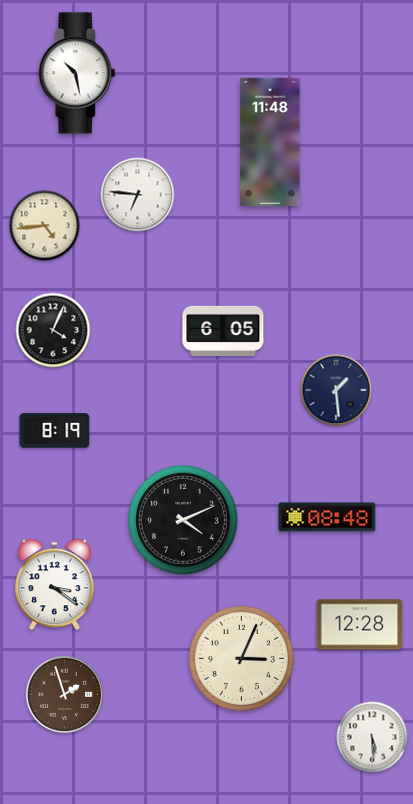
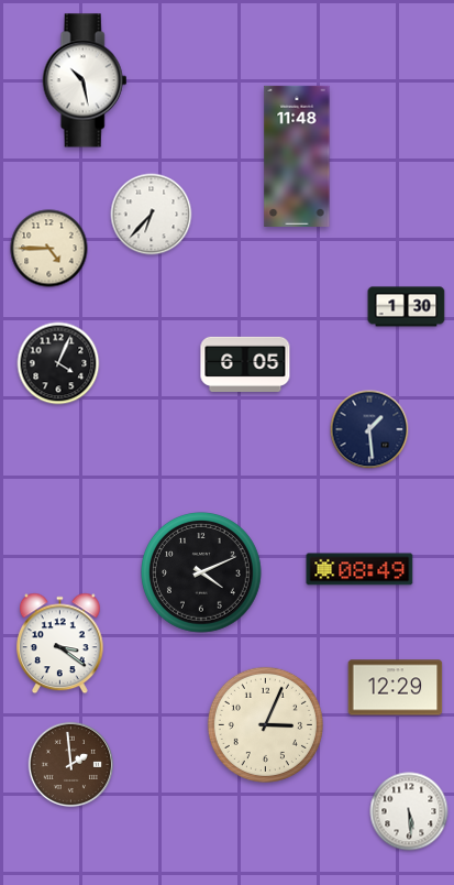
clock at (138, 195): 6:46 -> 6:37
clock at (45, 226): 4:44 -> 4:45
clock at (407, 307): none -> 1:30
clock at (55, 431): 8:19 -> none
clock at (327, 517): 08:48 -> 08:49
clock at (360, 625): 12:28 -> 12:29
clock at (65, 695): 1:57 -> 1:59
